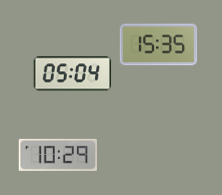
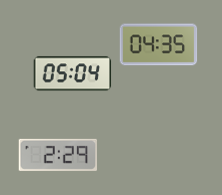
clock at (158, 45): 15:35 -> 04:35
clock at (57, 155): 10:29 -> 2:29
